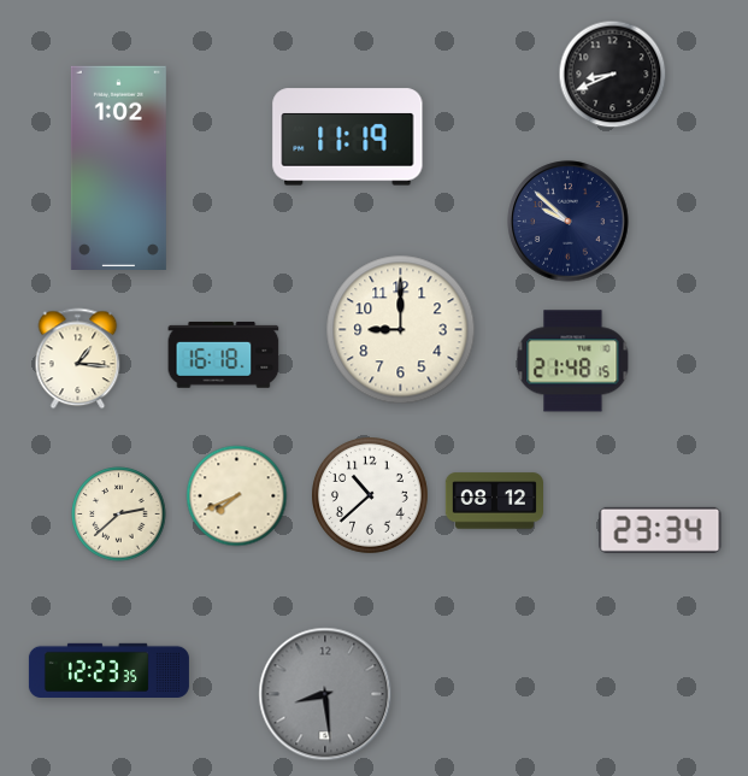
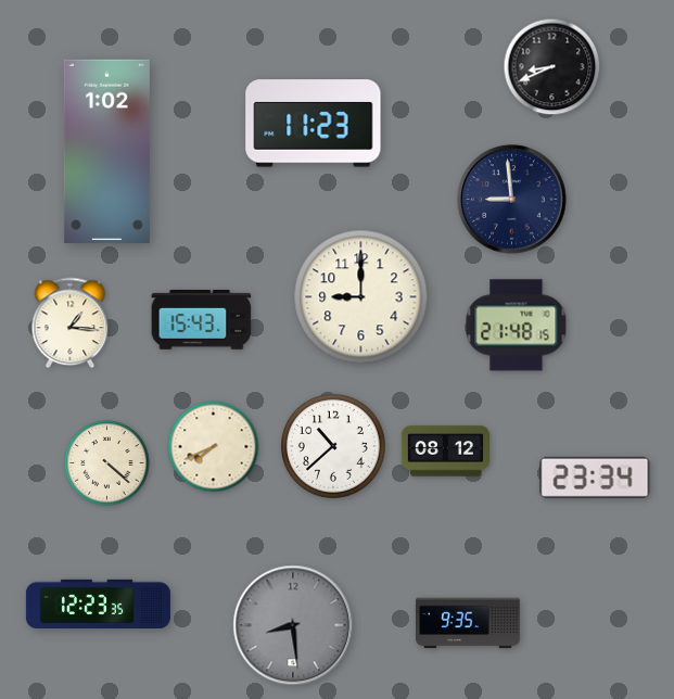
clock at (348, 137): 11:19 -> 11:23
clock at (569, 222): 9:52 -> 8:59
clock at (224, 354): 16:18 -> 15:43
clock at (119, 515): 2:38 -> 4:22
clock at (469, 623): none -> 9:35
